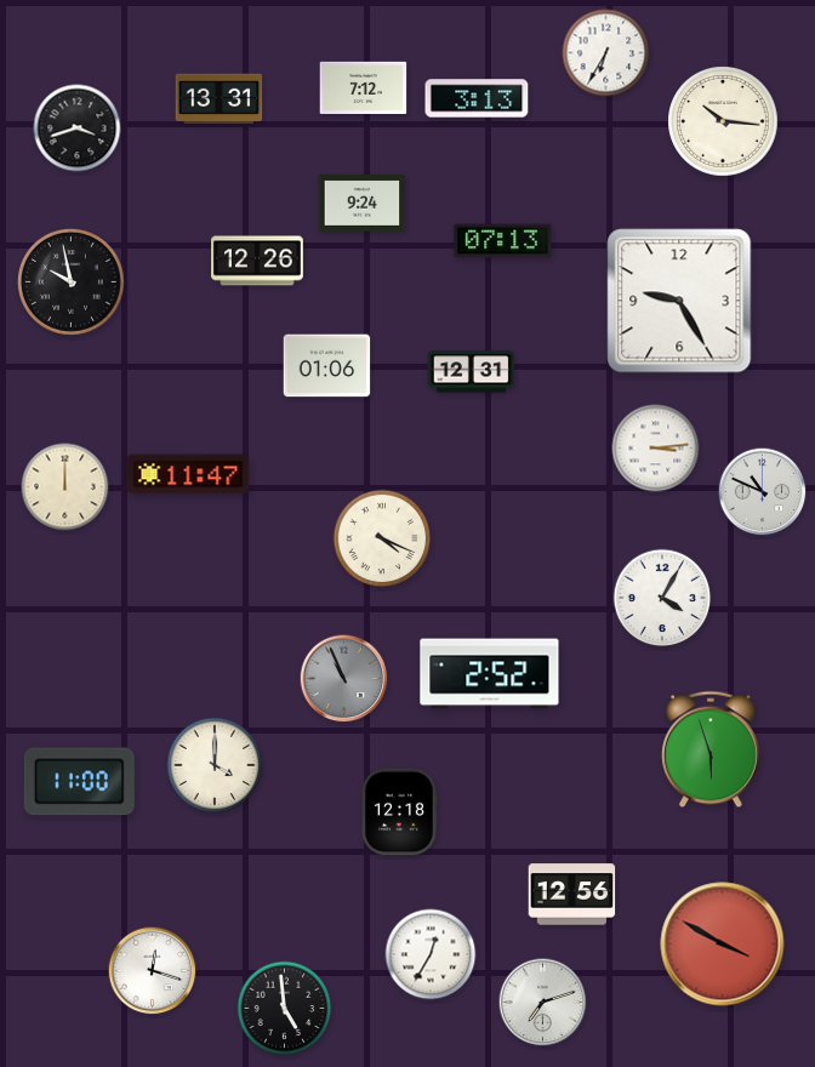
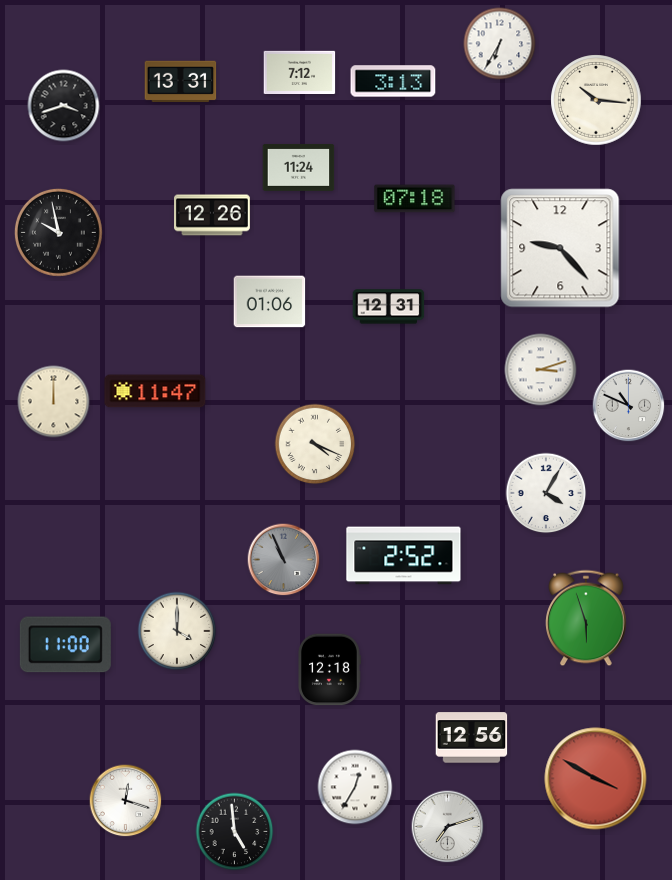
clock at (363, 202): 9:24 -> 11:24
clock at (503, 241): 07:13 -> 07:18
clock at (679, 301): 9:25 -> 9:23
clock at (656, 449): 3:14 -> 3:12
